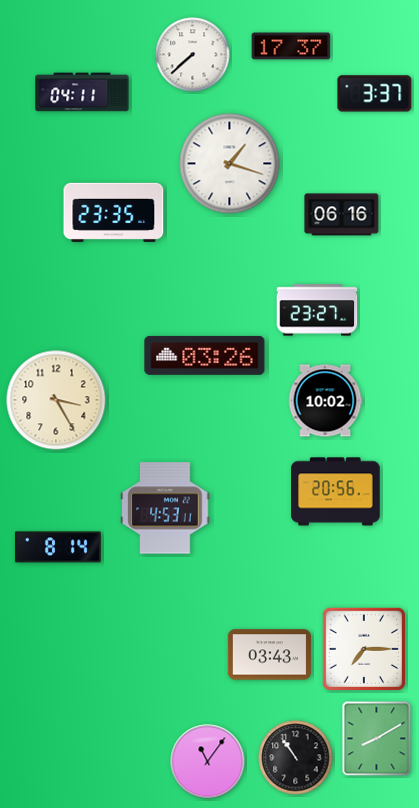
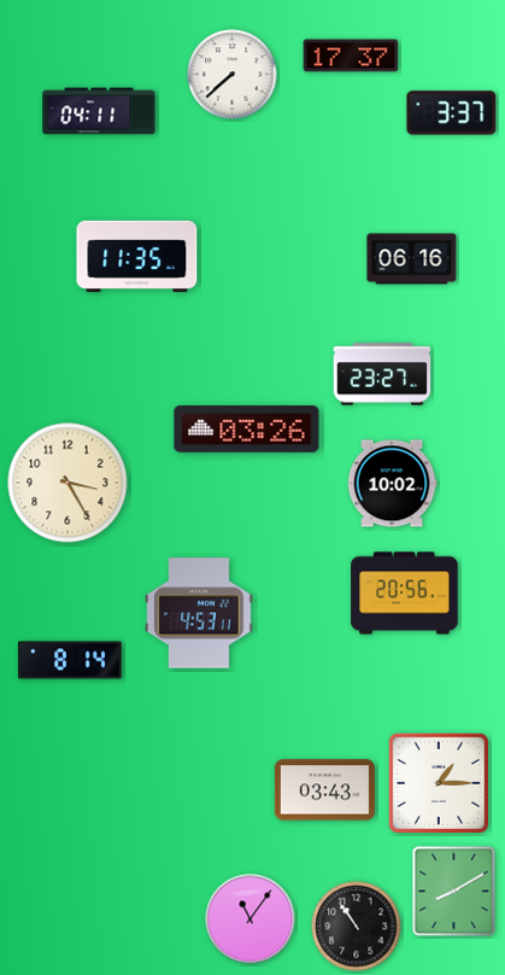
clock at (193, 55) position: (193, 55) -> (233, 75)
clock at (230, 164): 1:18 -> none
clock at (114, 212): 23:35 -> 11:35
clock at (364, 649): 7:15 -> 1:15
clock at (296, 758) position: (296, 758) -> (357, 927)
